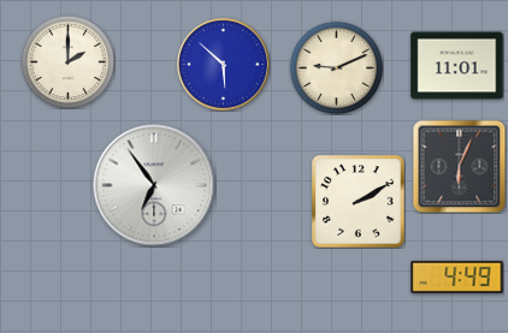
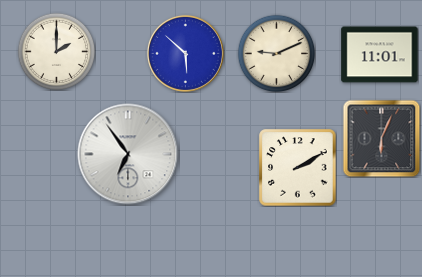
clock at (336, 67) position: (336, 67) -> (276, 53)
clock at (457, 276): 4:49 -> none
